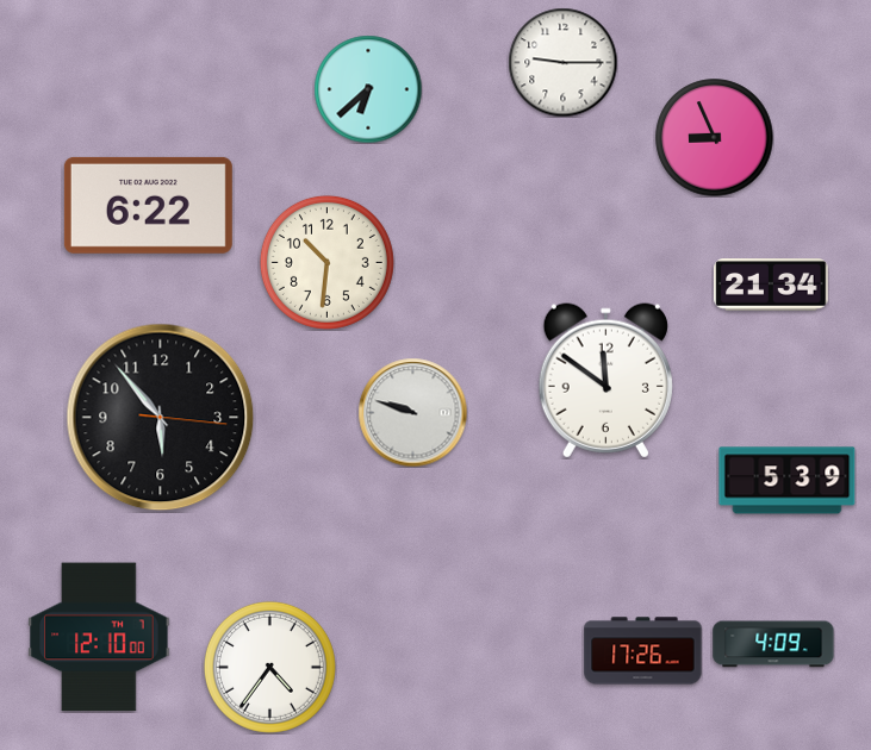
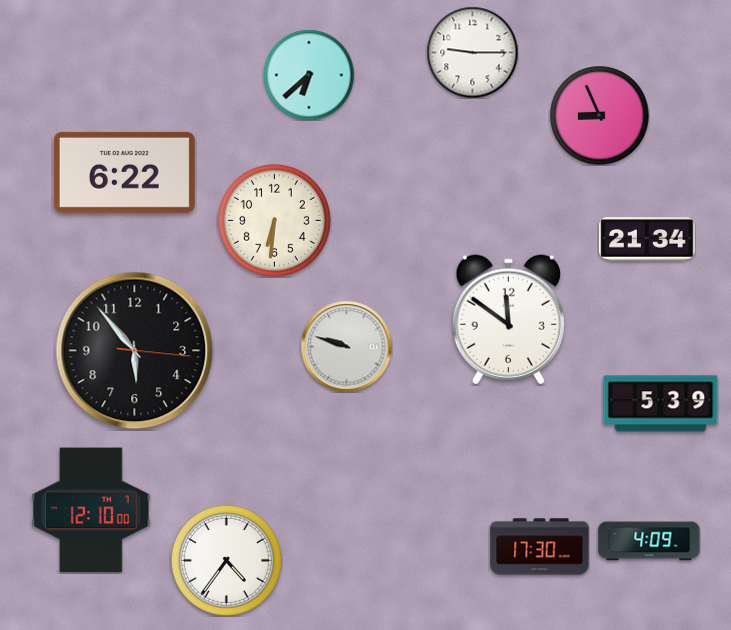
clock at (326, 262): 10:31 -> 6:31
clock at (99, 637) position: (99, 637) -> (91, 510)
clock at (643, 651): 17:26 -> 17:30
